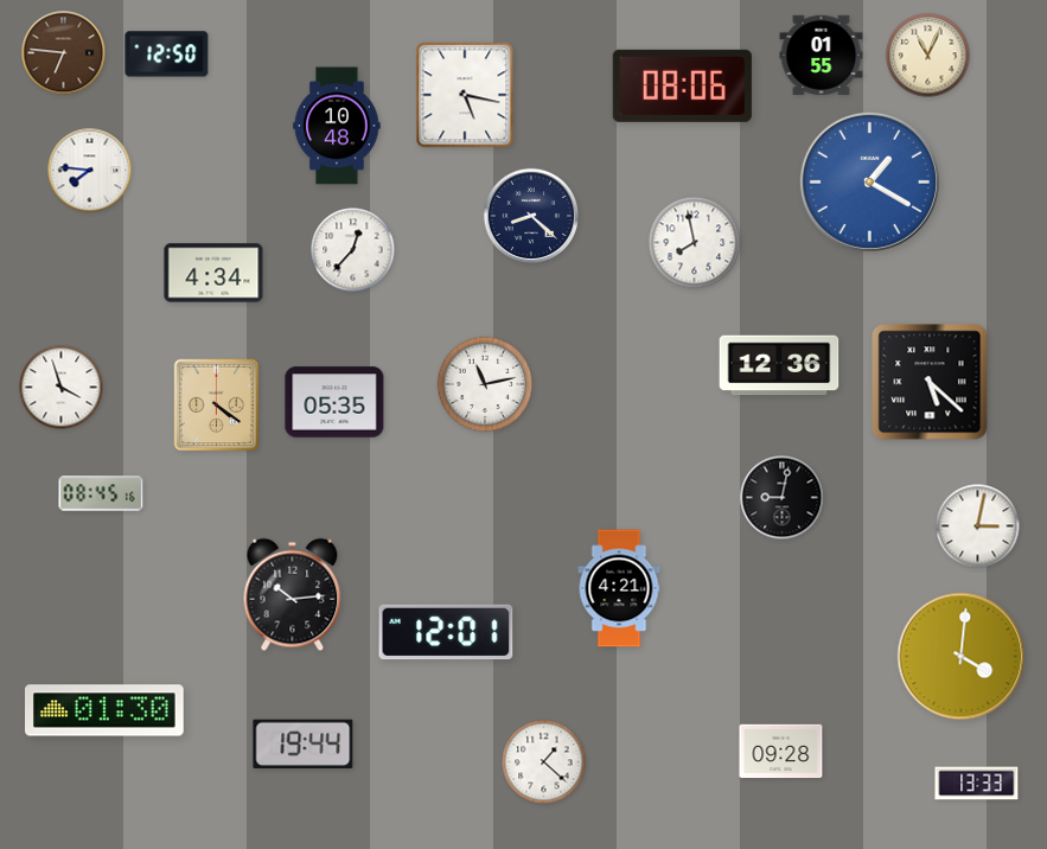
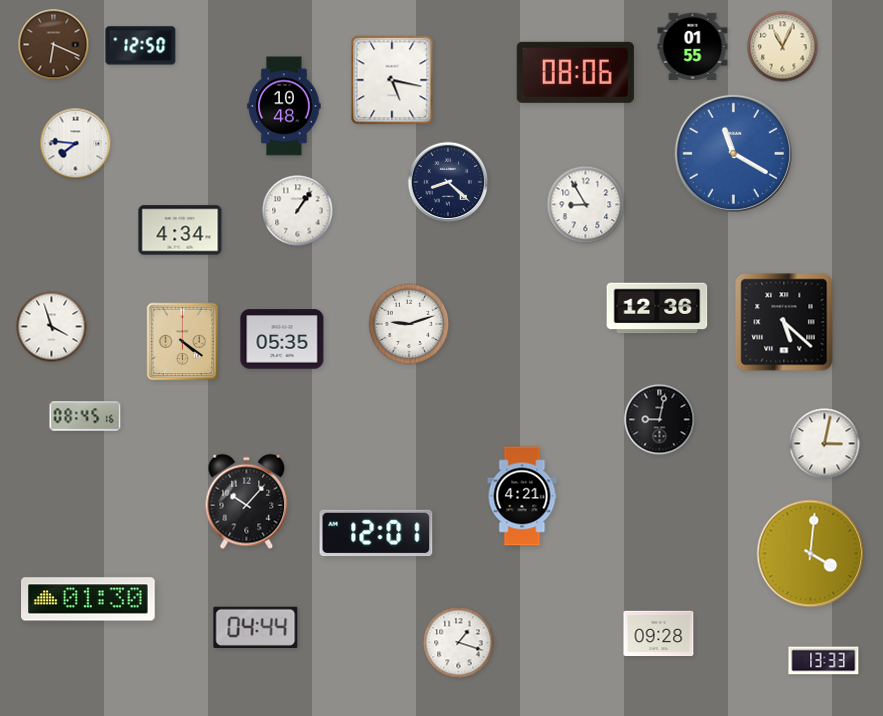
clock at (64, 53): 6:46 -> 6:19
clock at (869, 181): 1:20 -> 11:20
clock at (695, 243): 7:58 -> 8:55
clock at (353, 250): 12:37 -> 1:06
clock at (485, 384): 11:13 -> 9:12
clock at (293, 595): 10:14 -> 10:07
clock at (304, 743): 19:44 -> 04:44
clock at (544, 762): 1:22 -> 1:18
